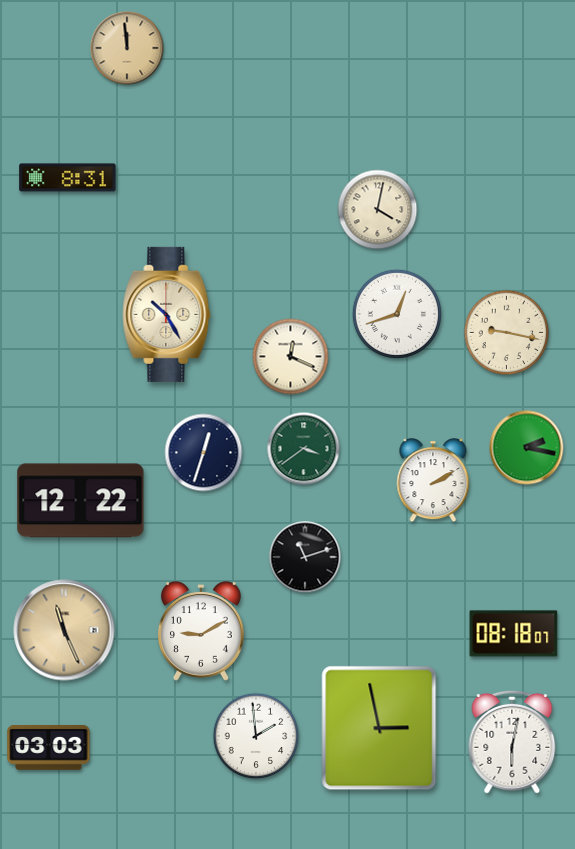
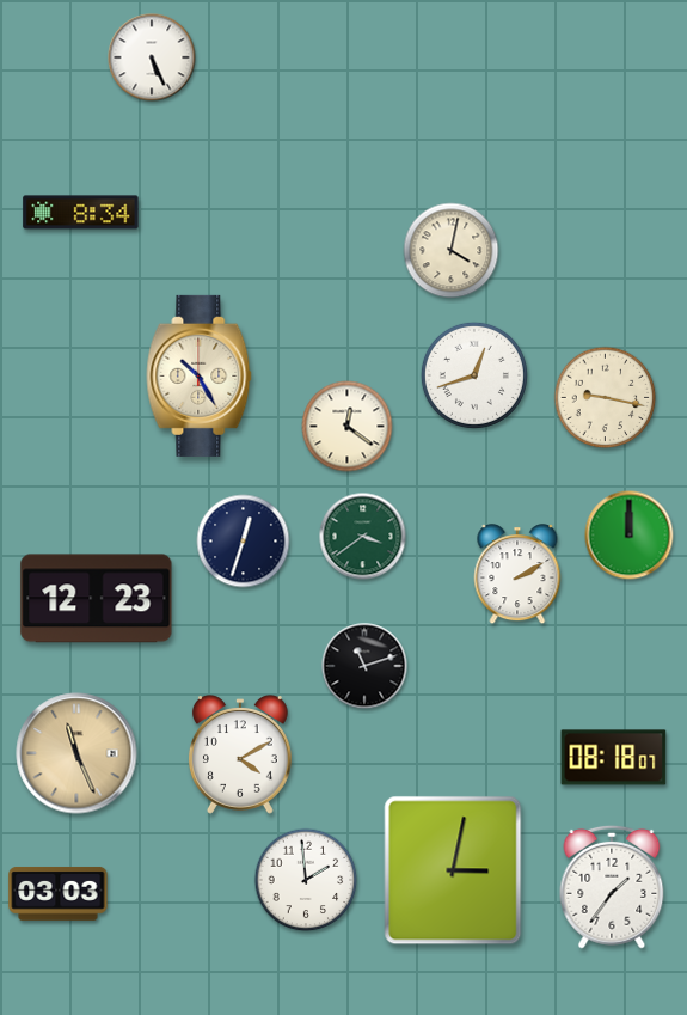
clock at (127, 48): 11:59 -> 5:26
clock at (127, 48) dial: champagne -> white
clock at (68, 178): 8:31 -> 8:34
clock at (291, 357): 12:19 -> 12:21
clock at (527, 448): 2:17 -> 12:00
clock at (81, 501): 12:22 -> 12:23
clock at (201, 631): 9:10 -> 4:10
clock at (379, 728): 2:58 -> 3:02
clock at (512, 742): 6:02 -> 1:36
